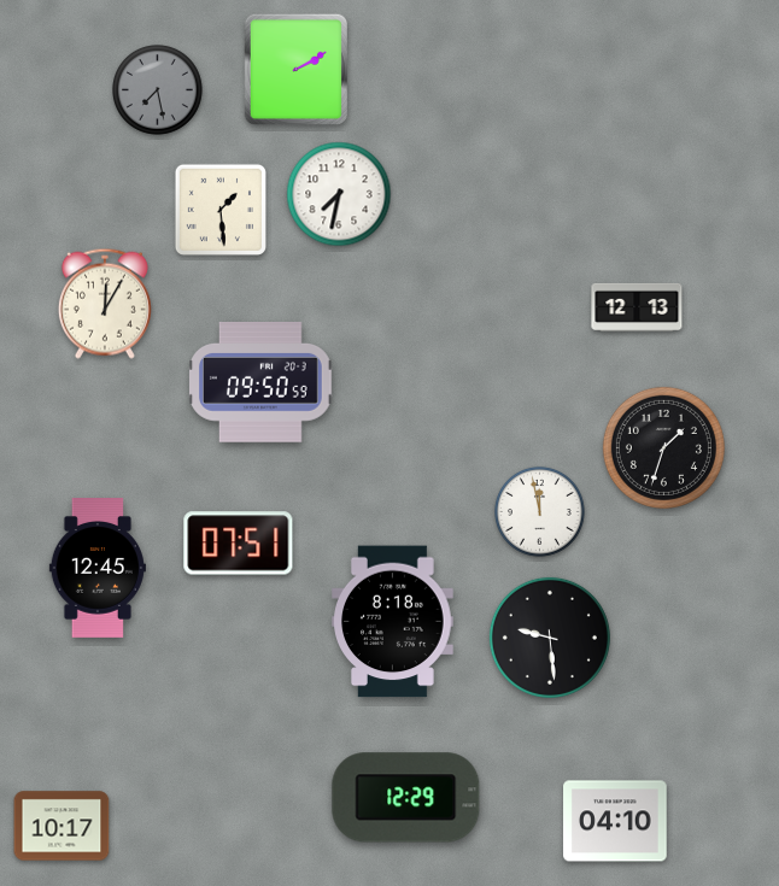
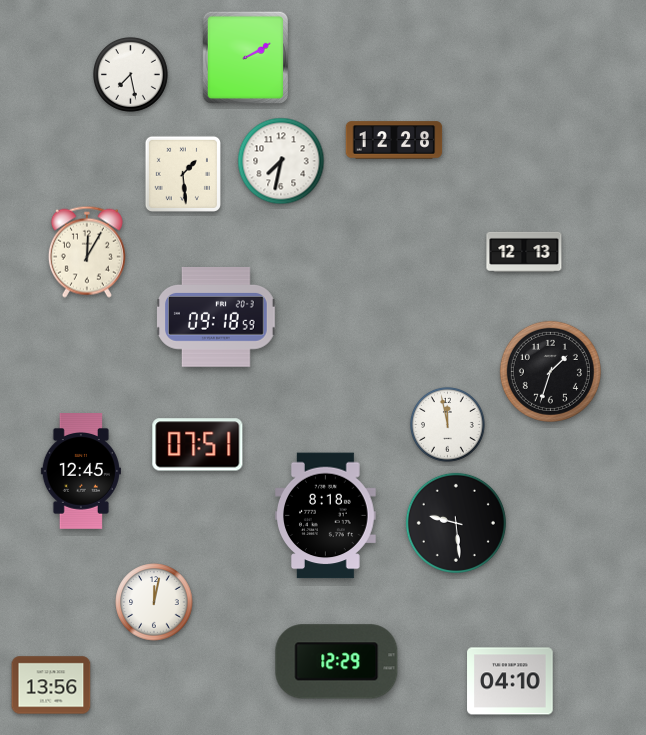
clock at (158, 90) dial: grey -> white
clock at (394, 140): none -> 12:28
clock at (637, 307) position: (637, 307) -> (524, 252)
clock at (262, 383): 09:50 -> 09:18
clock at (239, 544) position: (239, 544) -> (198, 445)
clock at (550, 638) position: (550, 638) -> (456, 523)
clock at (154, 602): none -> 12:02
clock at (61, 826): 10:17 -> 13:56
